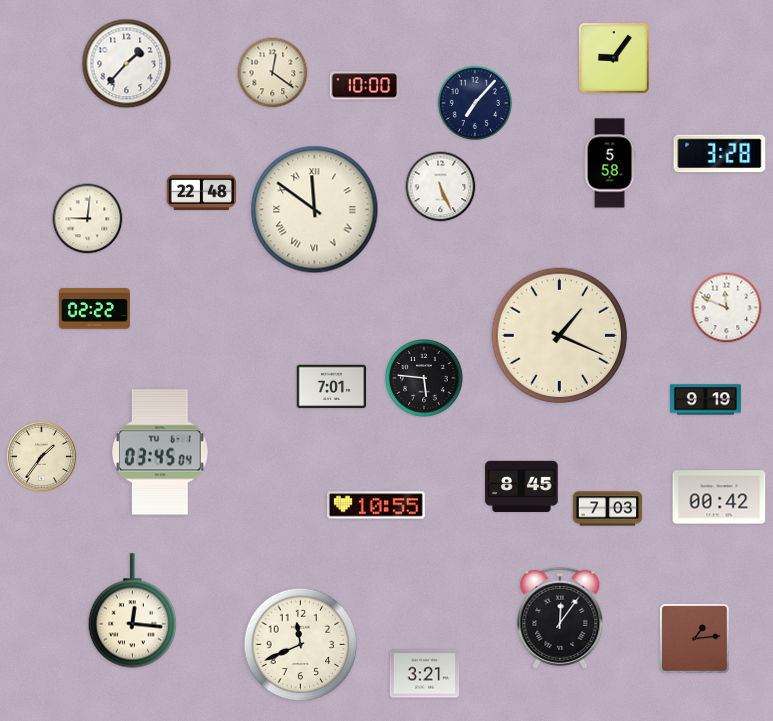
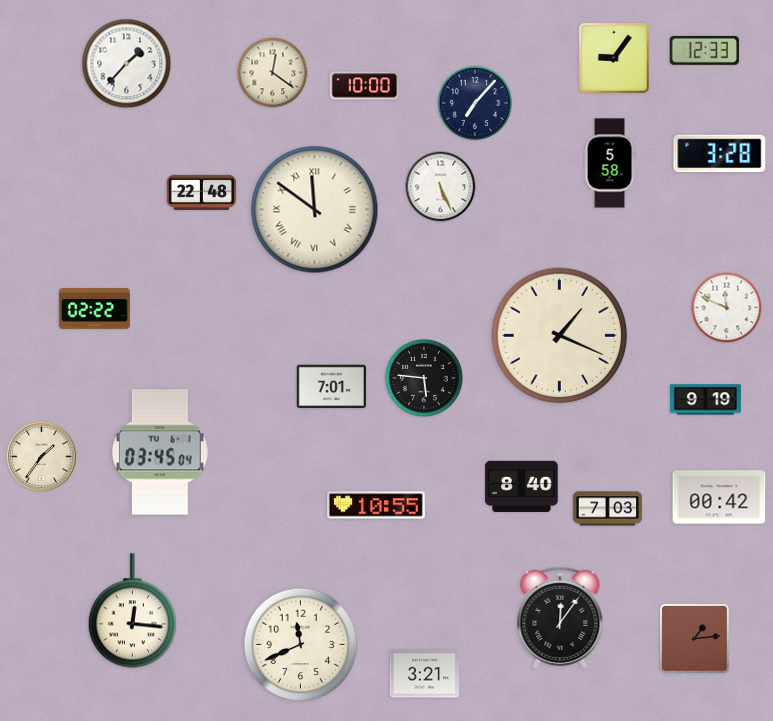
clock at (704, 50): none -> 12:33
clock at (88, 219): 9:01 -> none
clock at (522, 486): 8:45 -> 8:40
